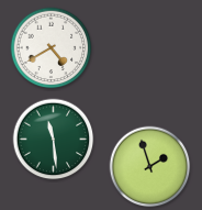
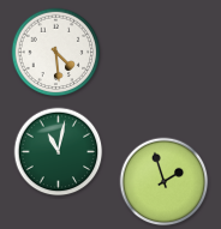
clock at (52, 48): 4:40 -> 4:29
clock at (54, 140): 11:29 -> 11:02
